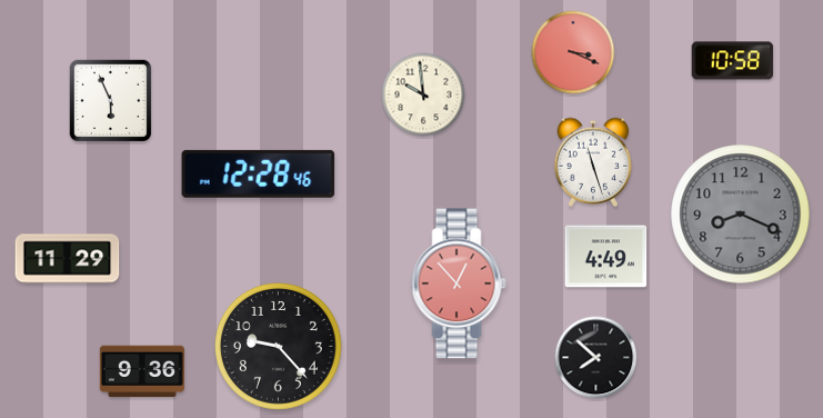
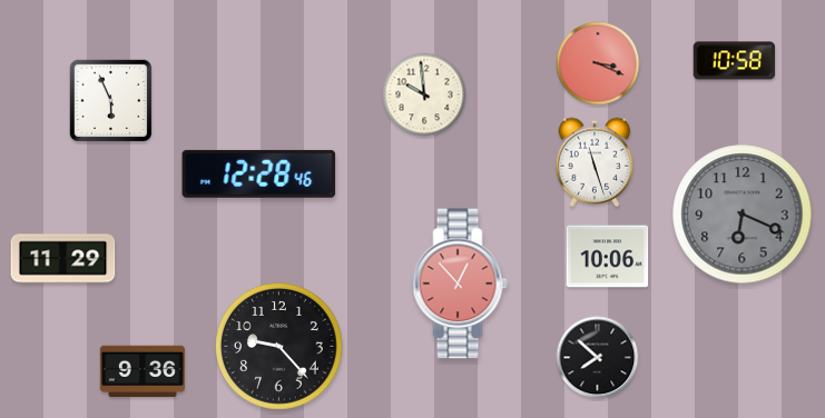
clock at (573, 52) position: (573, 52) -> (598, 63)
clock at (741, 215): 8:19 -> 6:19
clock at (606, 257): 4:49 -> 10:06
clock at (68, 259) position: (68, 259) -> (63, 259)
